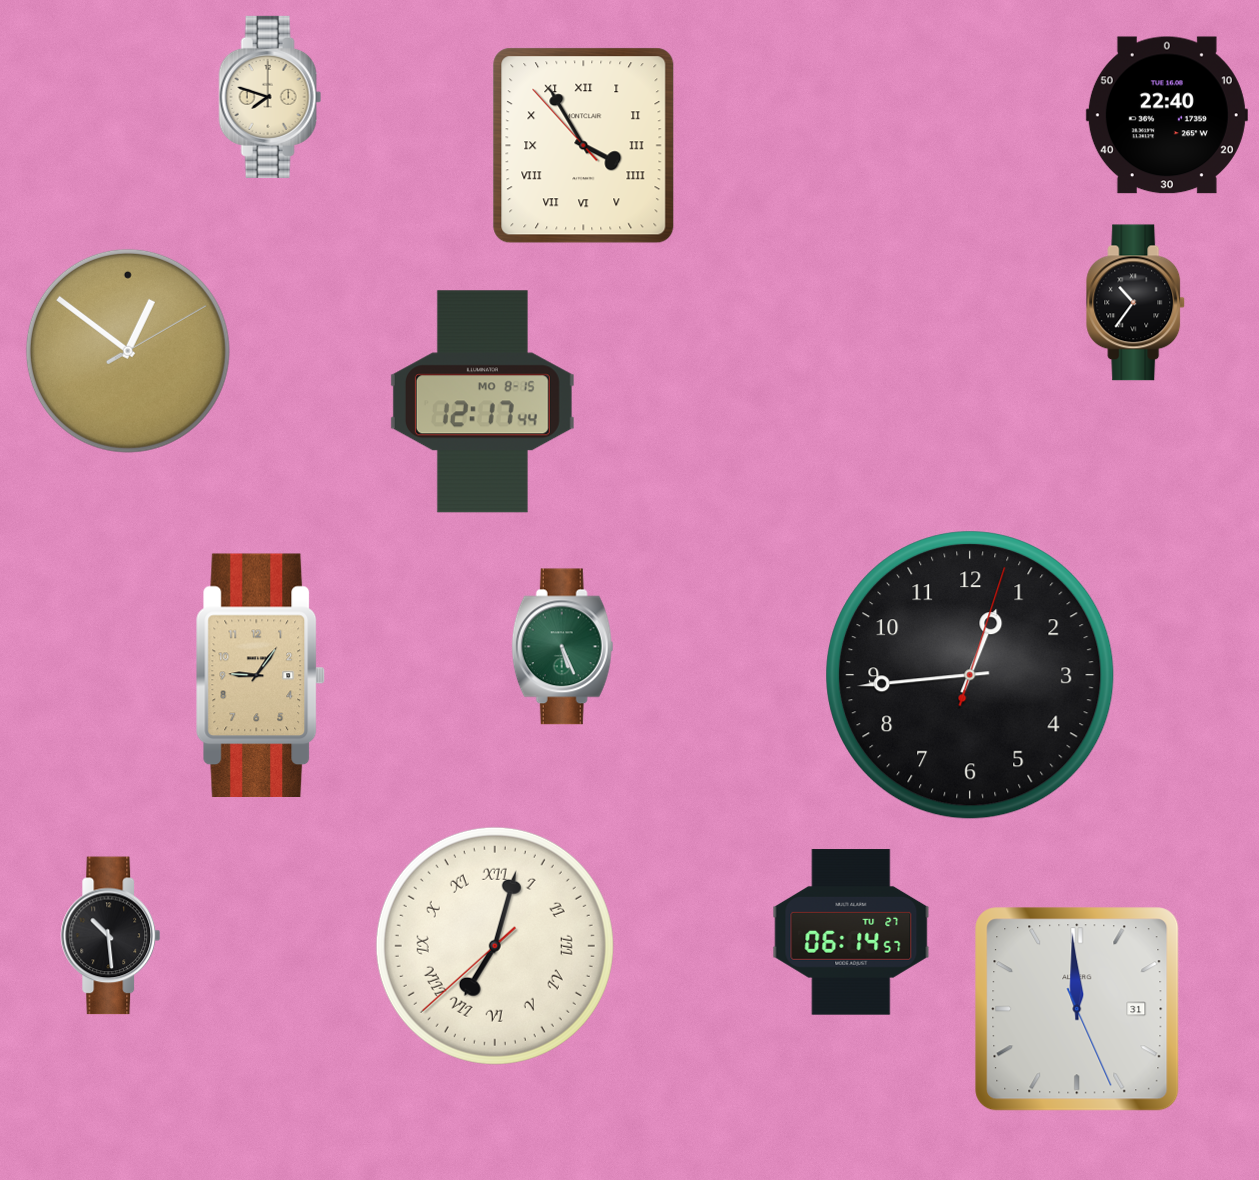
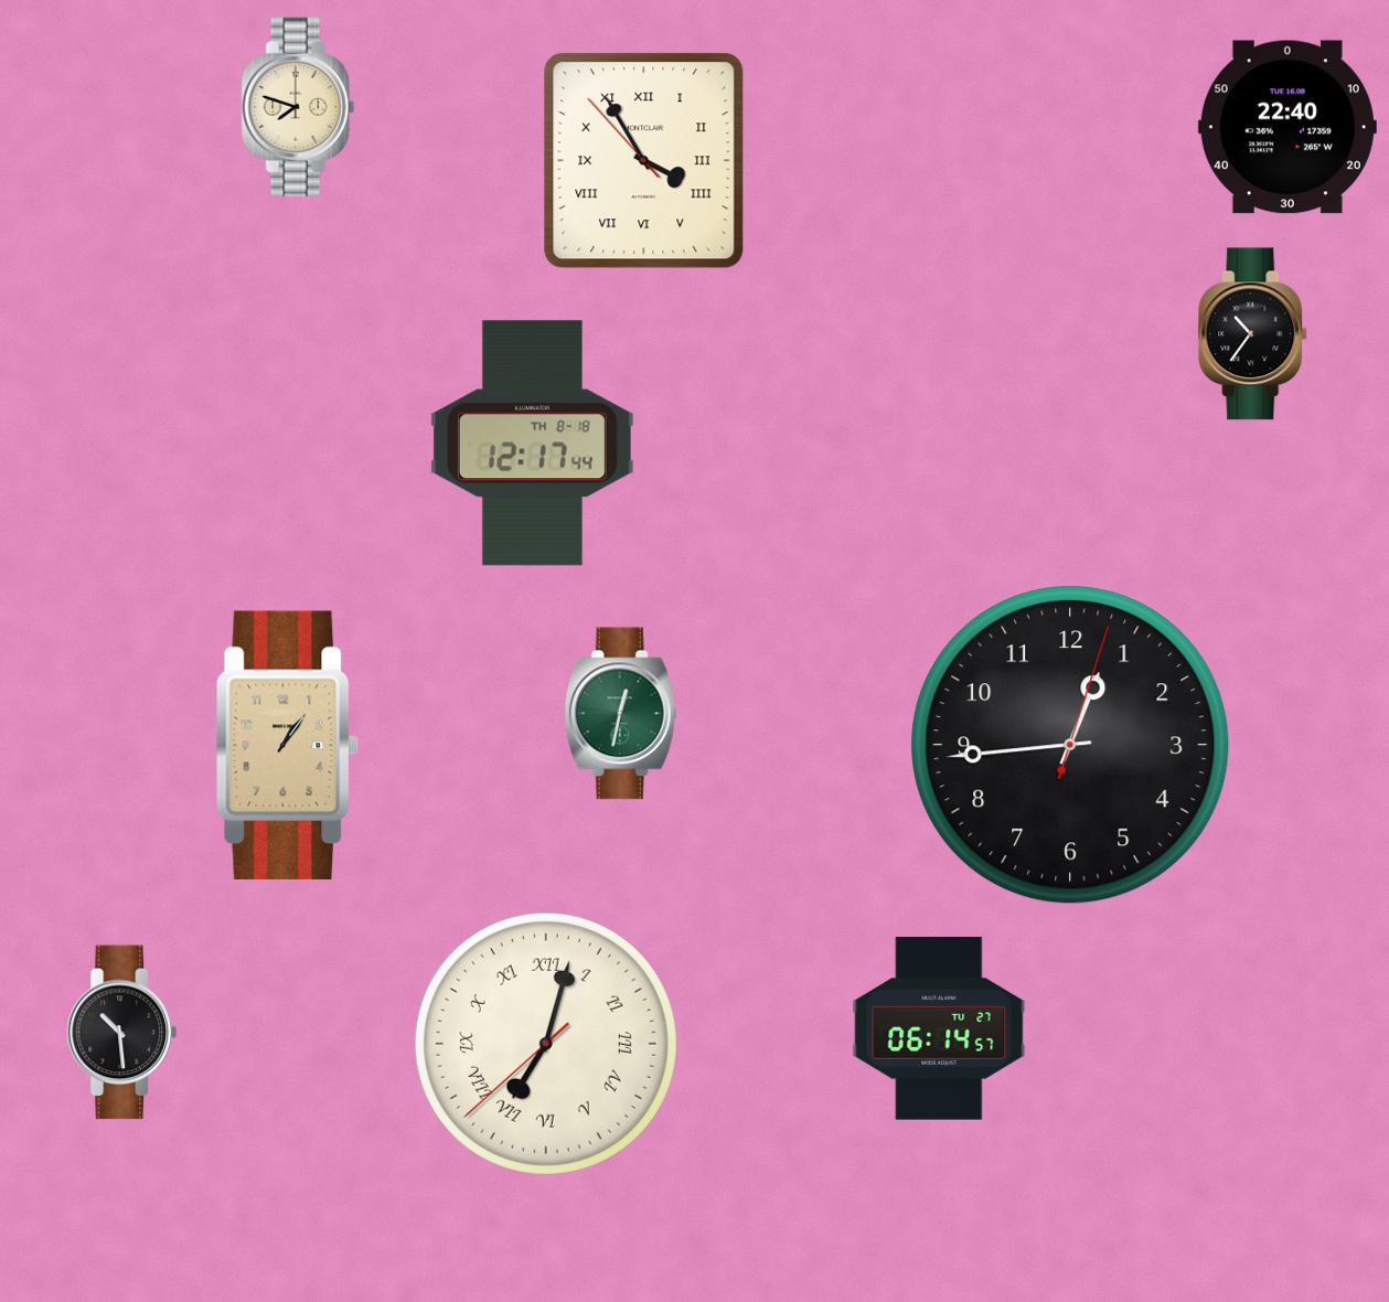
clock at (128, 351): 12:51 -> none
clock at (482, 402) date: MO 8-15 -> TH 8-18
clock at (563, 647): 5:26 -> 12:32
clock at (261, 675): 9:06 -> 1:06
clock at (1077, 1009): 11:59 -> none
